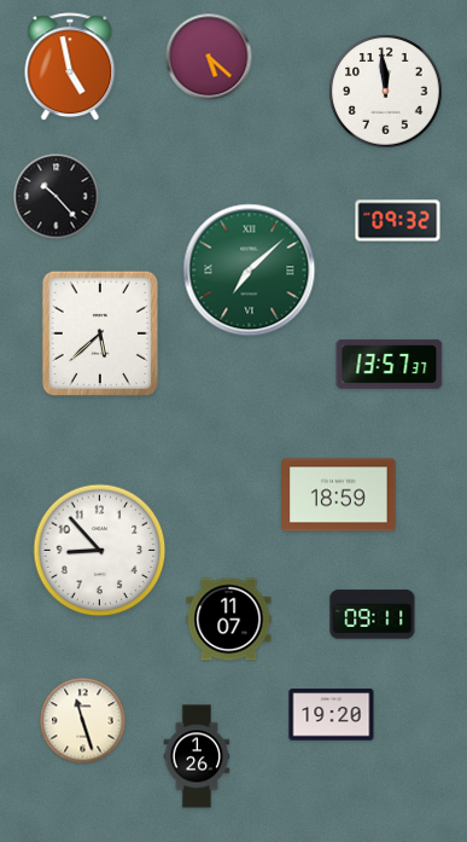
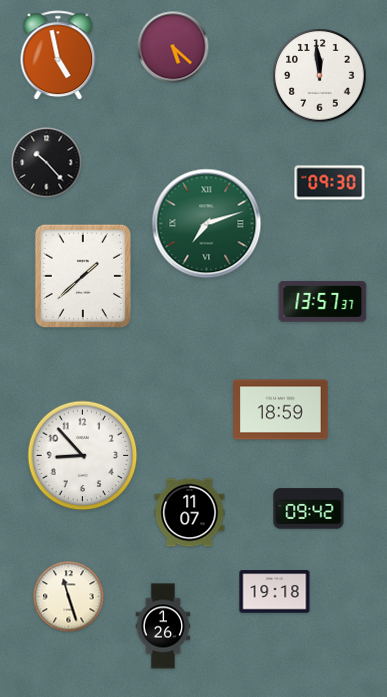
clock at (398, 221): 09:32 -> 09:30
clock at (250, 271): 7:08 -> 7:12
clock at (100, 333): 5:38 -> 1:38
clock at (373, 615): 09:11 -> 09:42
clock at (332, 715): 19:20 -> 19:18
